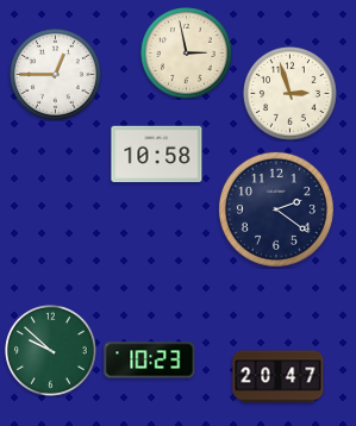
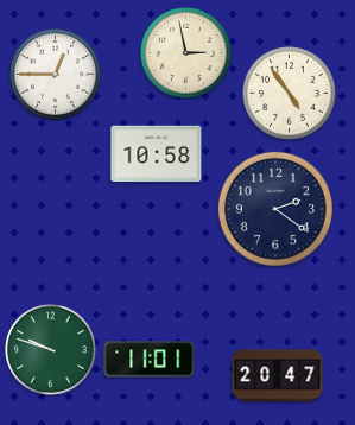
clock at (291, 94): 2:57 -> 4:54
clock at (51, 351): 9:52 -> 9:48
clock at (150, 361): 10:23 -> 11:01
